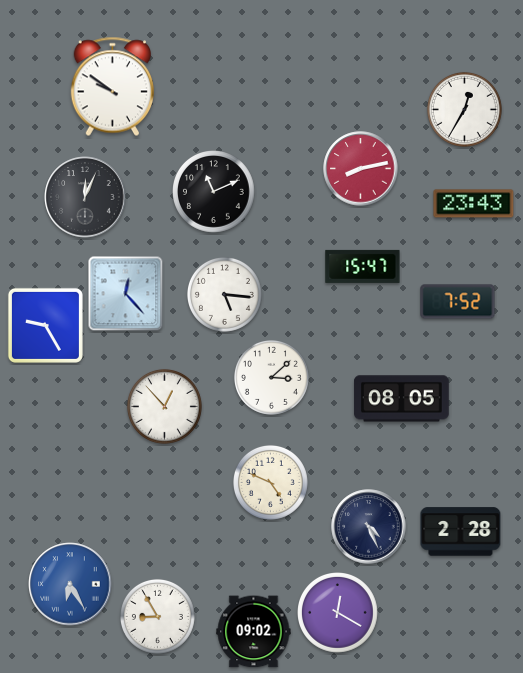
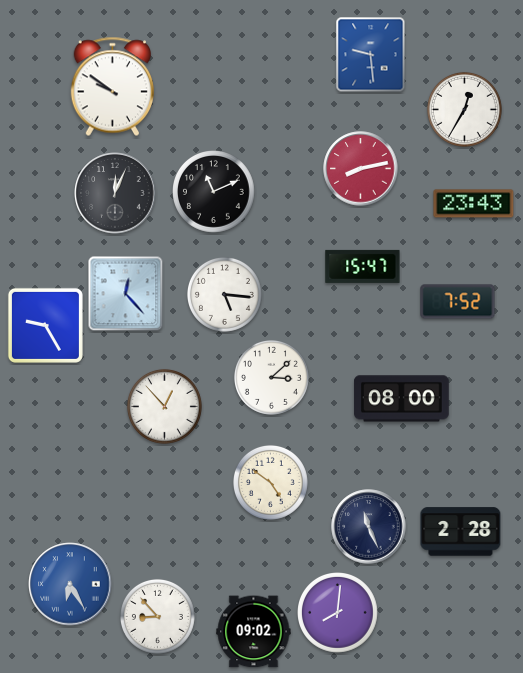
clock at (371, 55): none -> 9:29
clock at (85, 197) position: (85, 197) -> (115, 193)
clock at (402, 399): 08:05 -> 08:00
clock at (270, 482): 4:49 -> 4:51
clock at (369, 527): 4:26 -> 11:26
clock at (338, 613): 12:20 -> 8:01
clock at (157, 616): 8:55 -> 8:53
